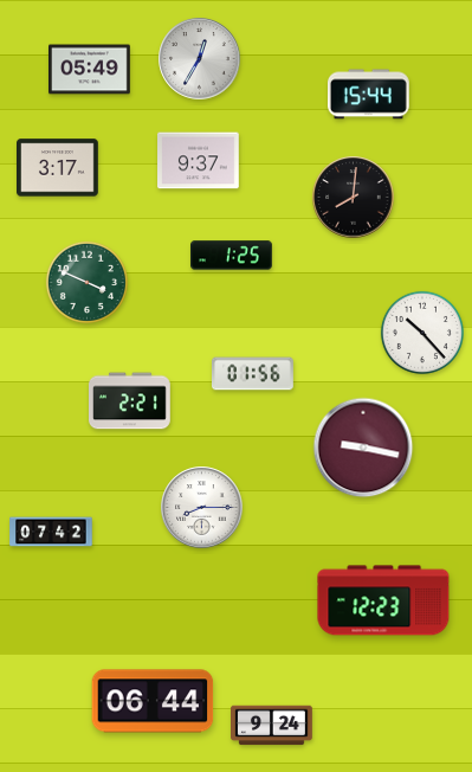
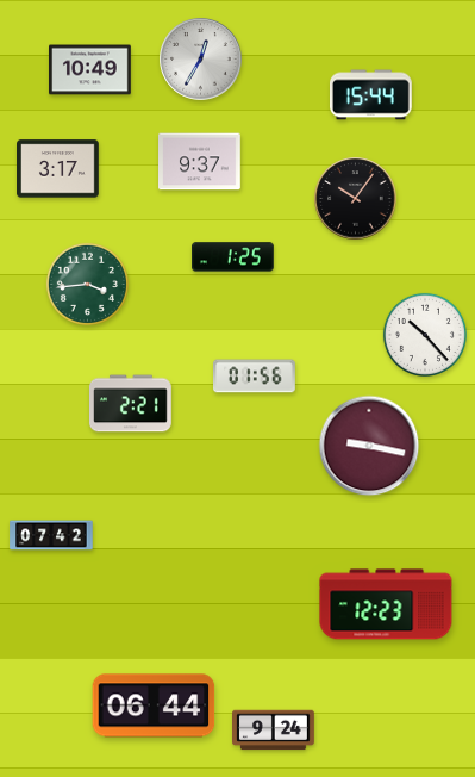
clock at (90, 70): 05:49 -> 10:49
clock at (354, 198): 8:01 -> 10:06
clock at (86, 282): 3:49 -> 3:44
clock at (363, 448) position: (363, 448) -> (369, 446)
clock at (202, 508): 8:15 -> none
